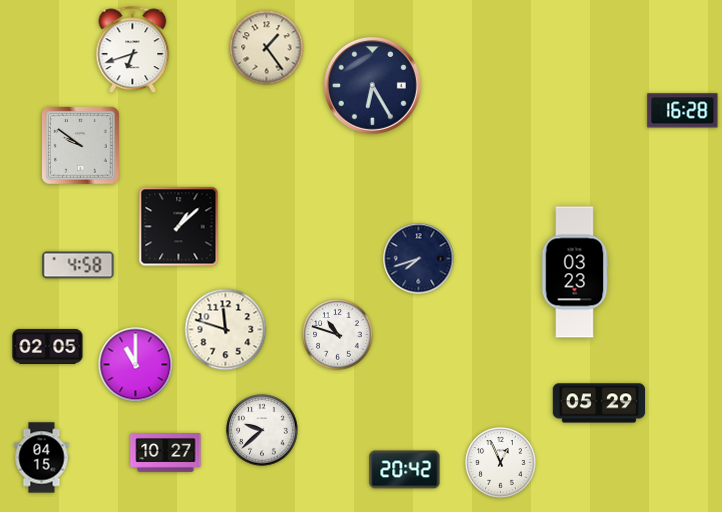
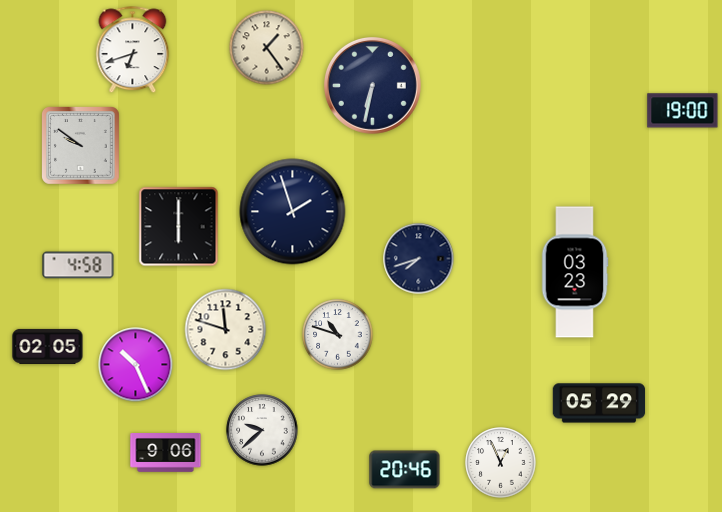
clock at (372, 85): 6:25 -> 6:32
clock at (683, 111): 16:28 -> 19:00
clock at (293, 212): none -> 1:57
clock at (179, 227): 1:08 -> 6:00
clock at (136, 365): 11:00 -> 10:26
clock at (166, 453): 10:27 -> 9:06
clock at (42, 458): 04:15 -> none
clock at (405, 470): 20:42 -> 20:46
